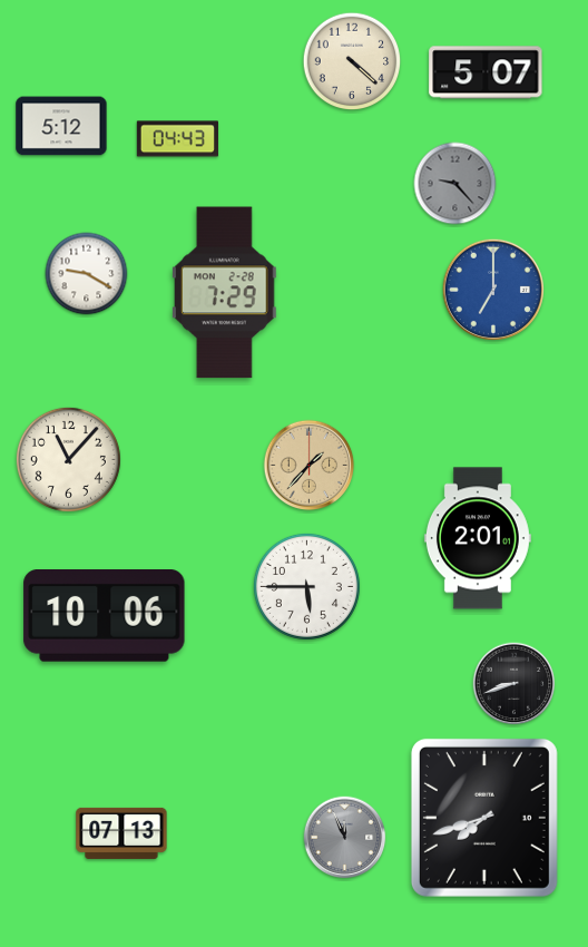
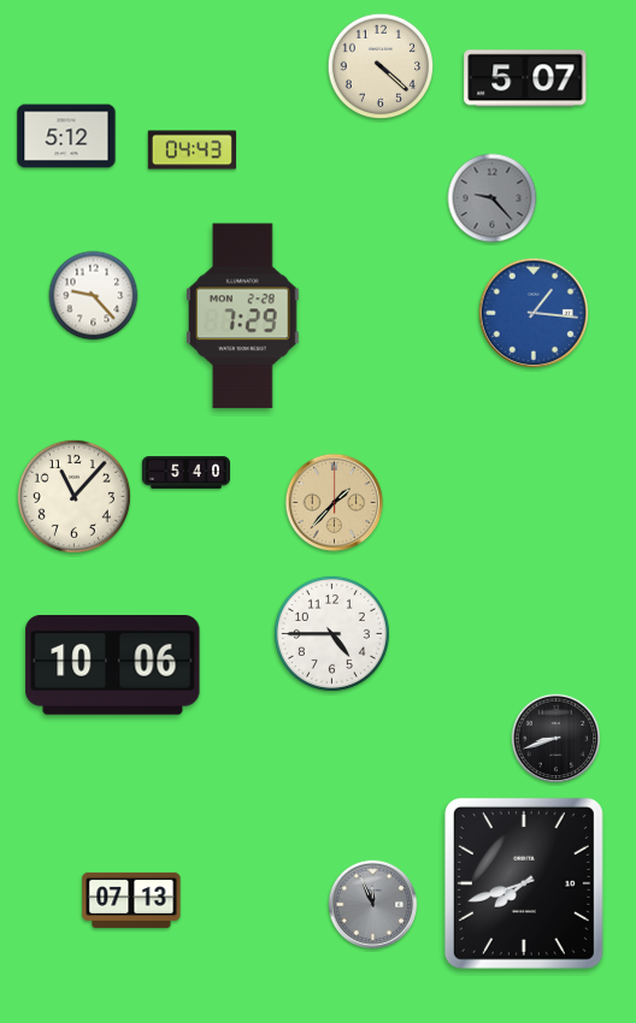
clock at (87, 274): 9:20 -> 9:23
clock at (492, 289): 7:00 -> 1:16
clock at (185, 473): none -> 5:40
clock at (478, 538): 2:01 -> none
clock at (306, 586): 5:45 -> 4:45
